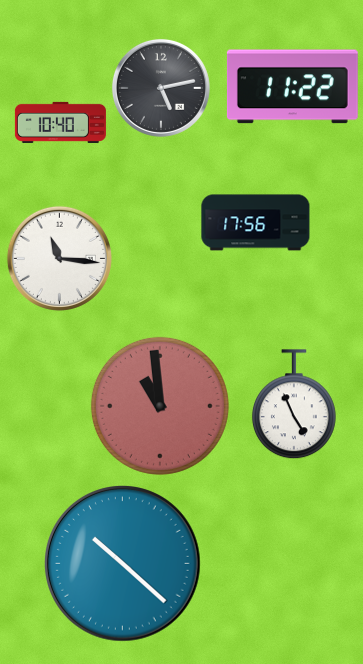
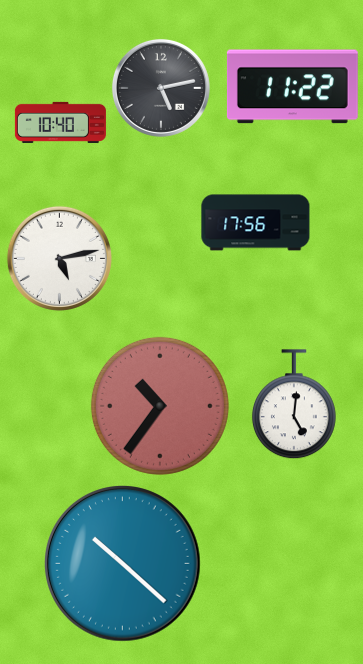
clock at (59, 258): 11:16 -> 5:13
clock at (294, 405): 4:56 -> 5:01
clock at (160, 406): 10:59 -> 10:36
